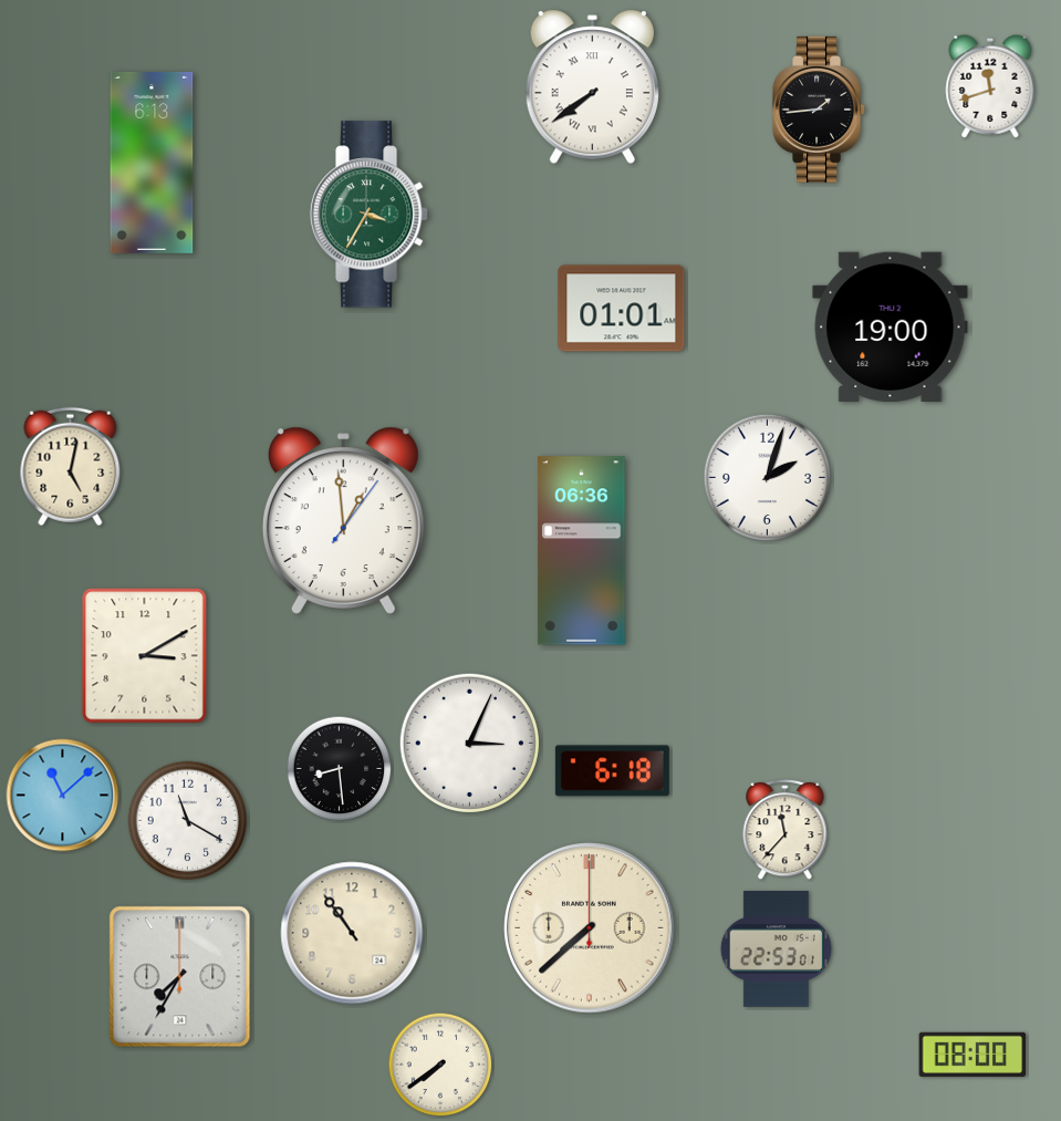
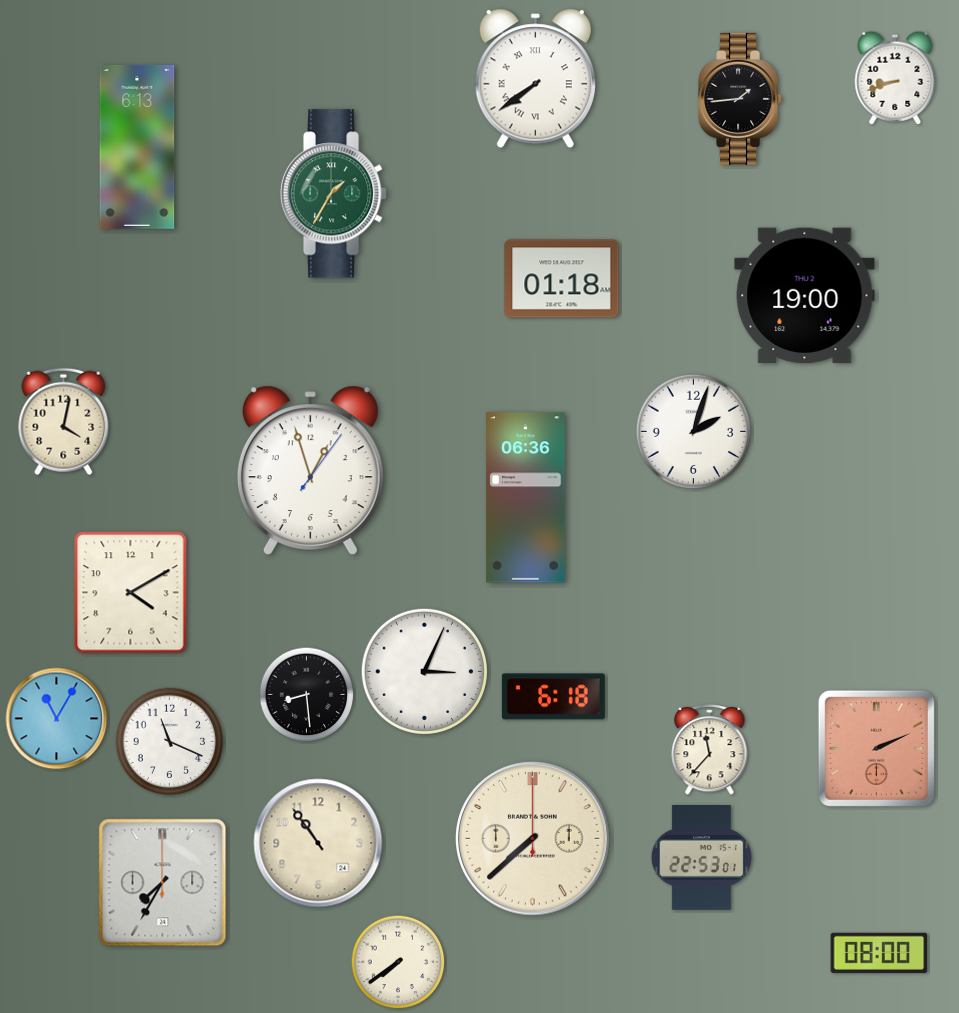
clock at (990, 86): 11:42 -> 8:42
clock at (370, 215): 3:35 -> 1:35
clock at (622, 309): 01:01 -> 01:18
clock at (71, 467): 5:02 -> 4:02
clock at (343, 520): 12:59 -> 12:57
clock at (145, 656): 3:10 -> 4:10
clock at (63, 796): 11:08 -> 11:05
clock at (188, 821): 11:20 -> 11:19
clock at (876, 748): none -> 2:11
